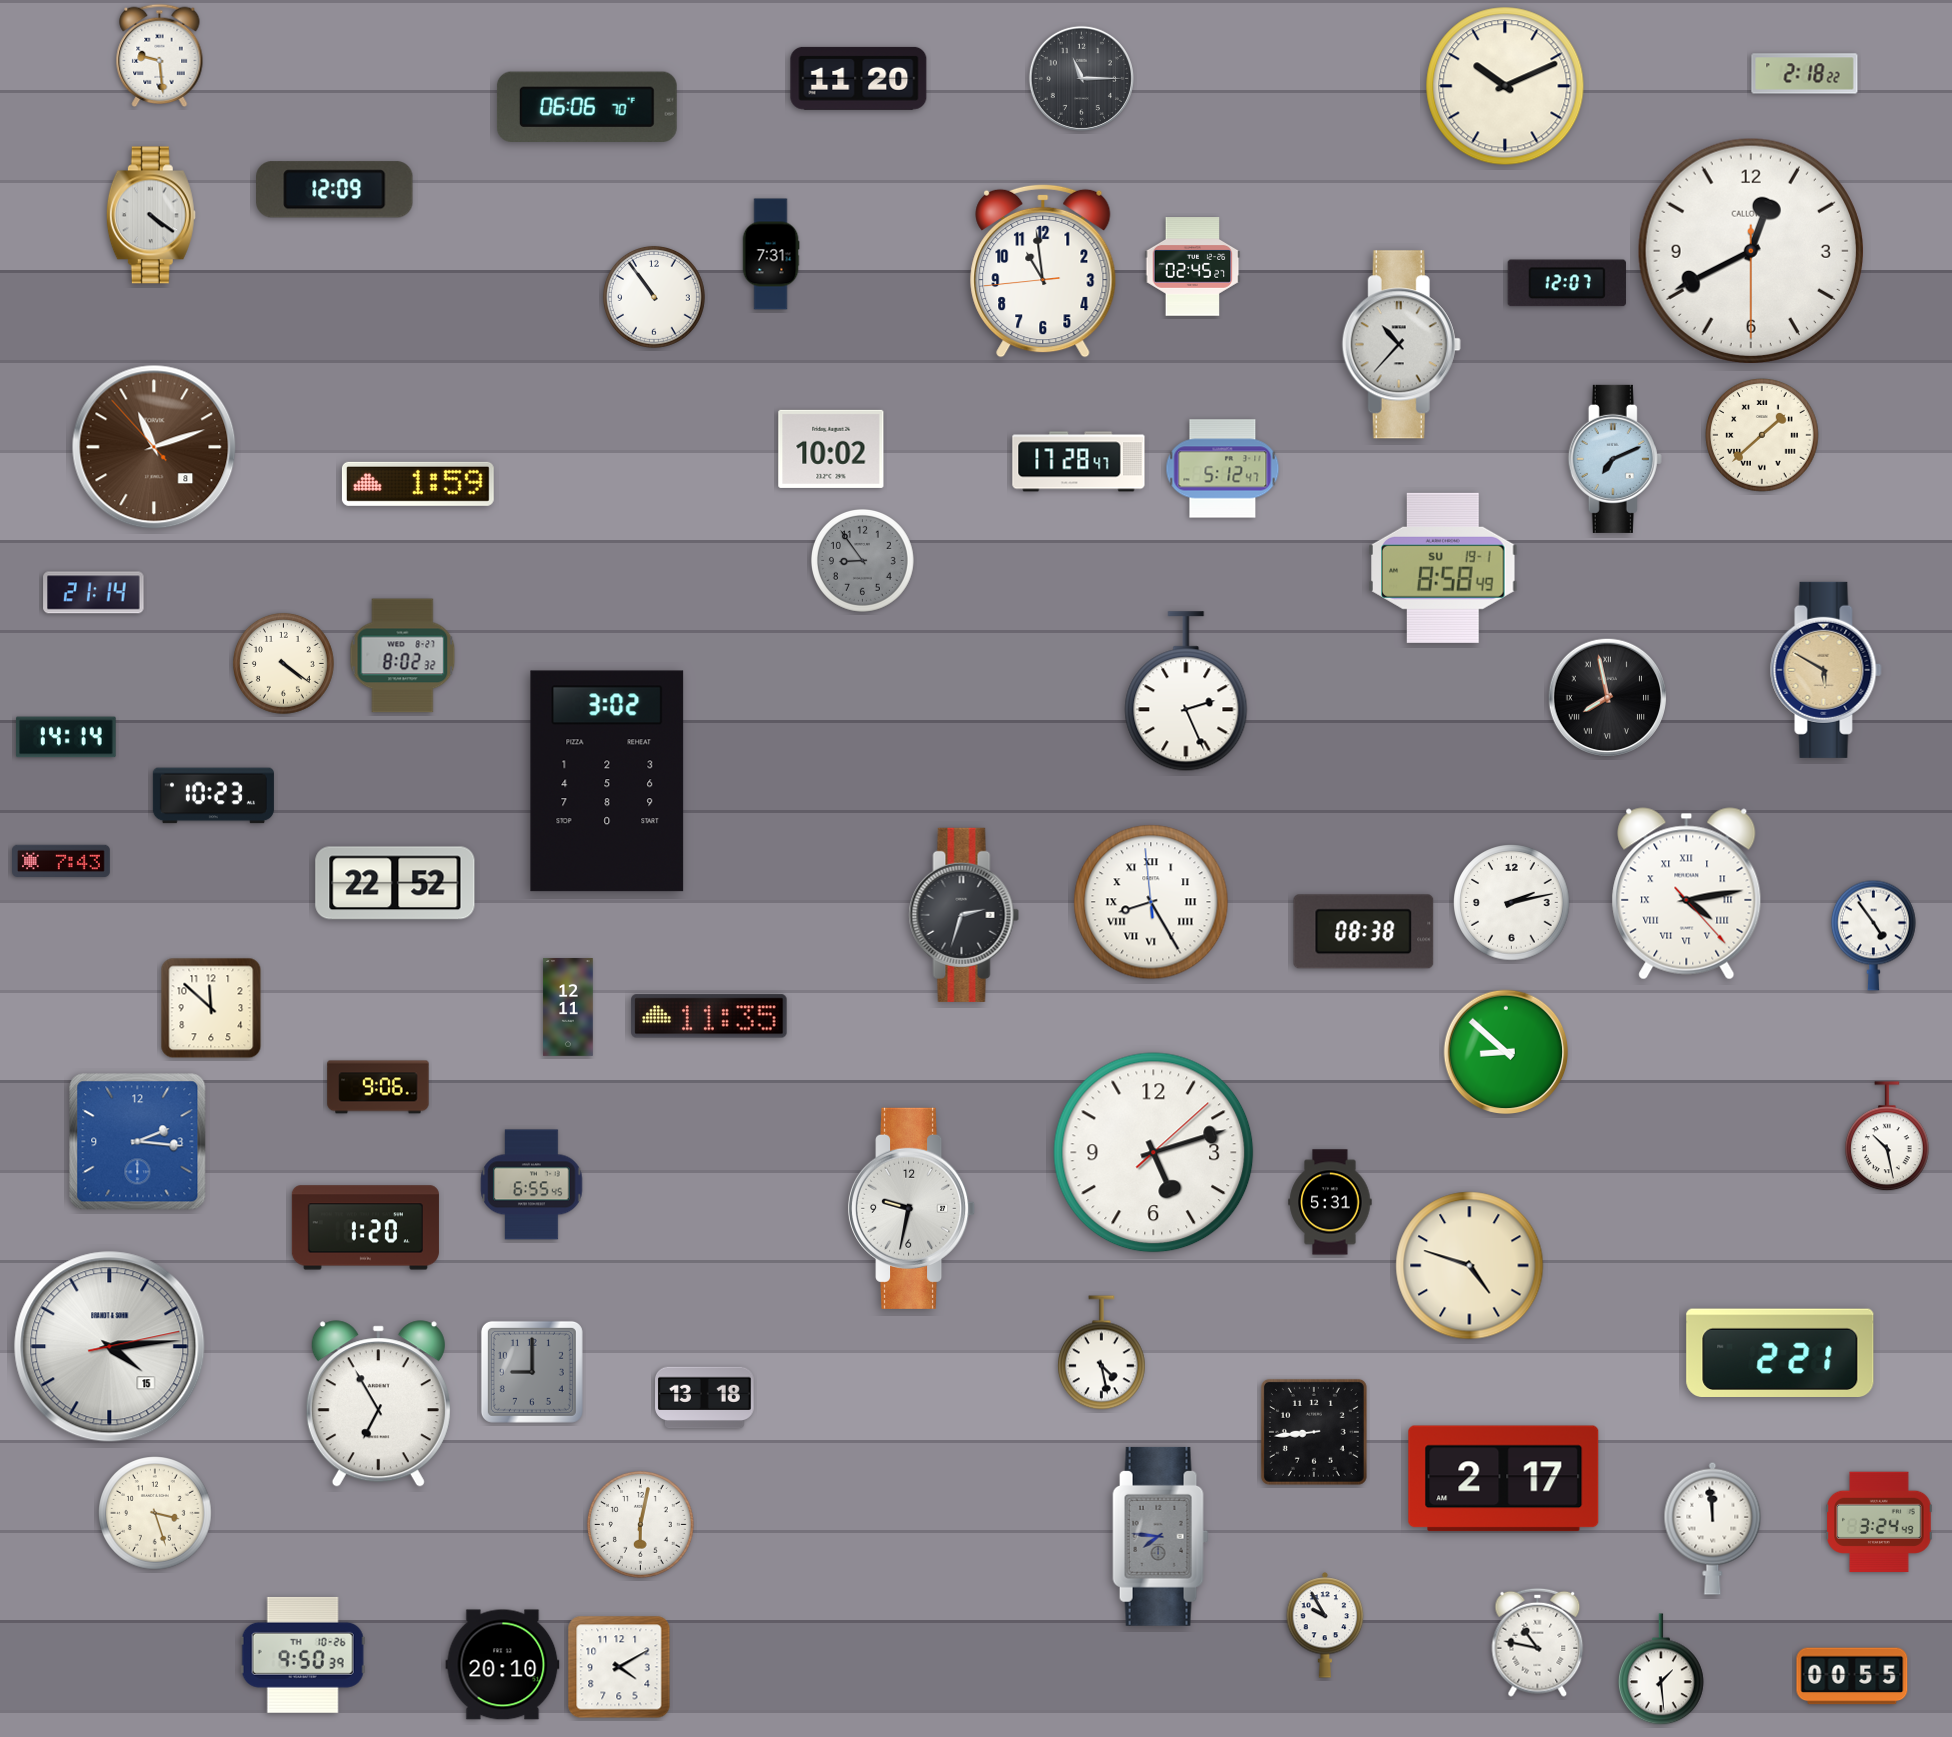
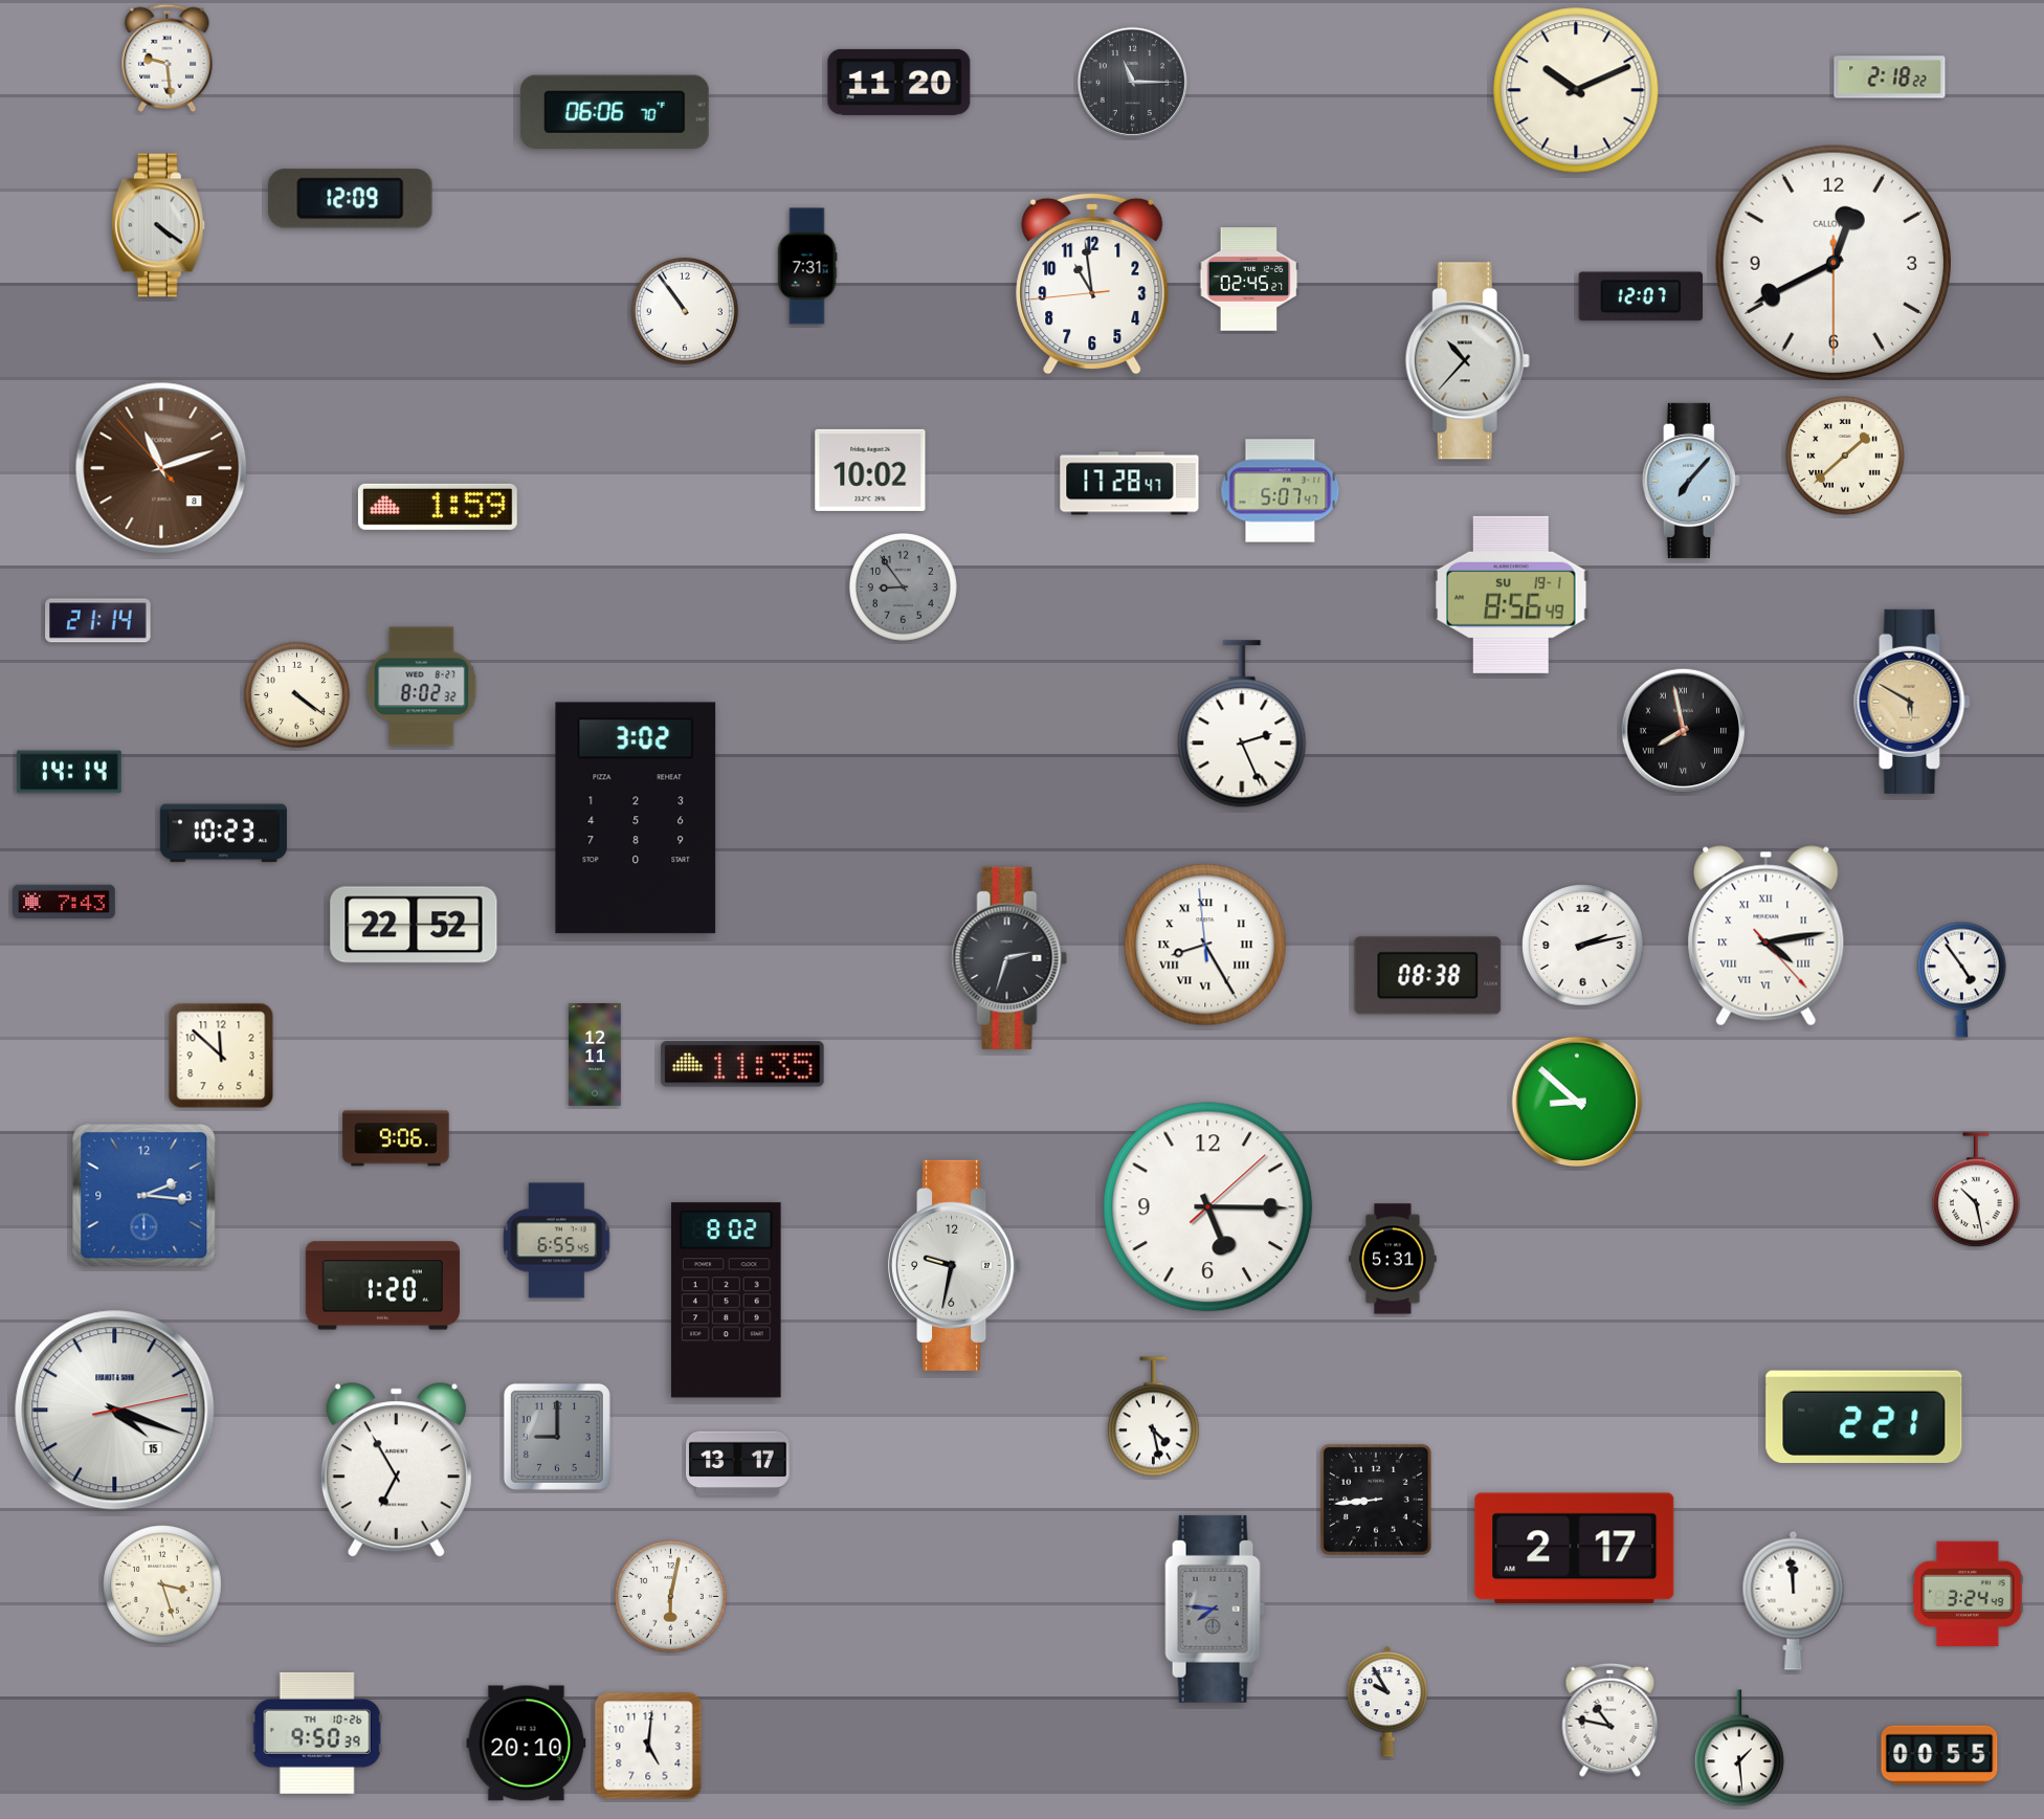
clock at (1615, 459): 7:11 -> 7:07
clock at (1223, 469): 5:12 -> 5:07
clock at (1443, 568): 8:58 -> 8:56
clock at (1154, 1153): 5:12 -> 5:15
clock at (726, 1301): none -> 8:02
clock at (1470, 1266): 4:48 -> none
clock at (110, 1347): 4:14 -> 4:18
clock at (705, 1398): 13:18 -> 13:17
clock at (619, 1667): 4:10 -> 5:01
